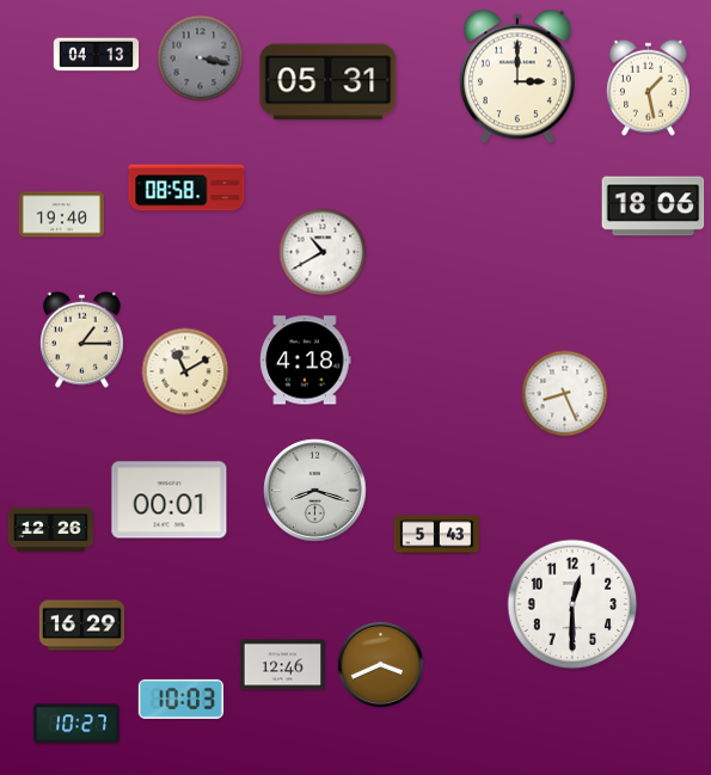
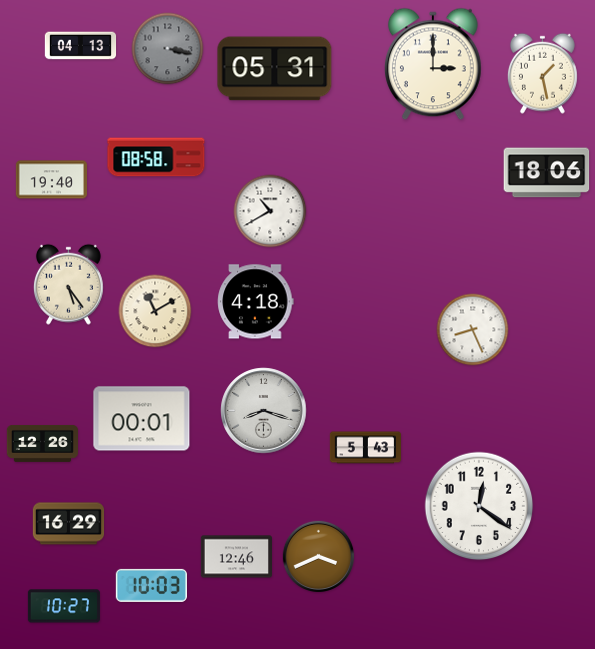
clock at (81, 339): 1:15 -> 5:24
clock at (572, 604): 12:30 -> 12:21
